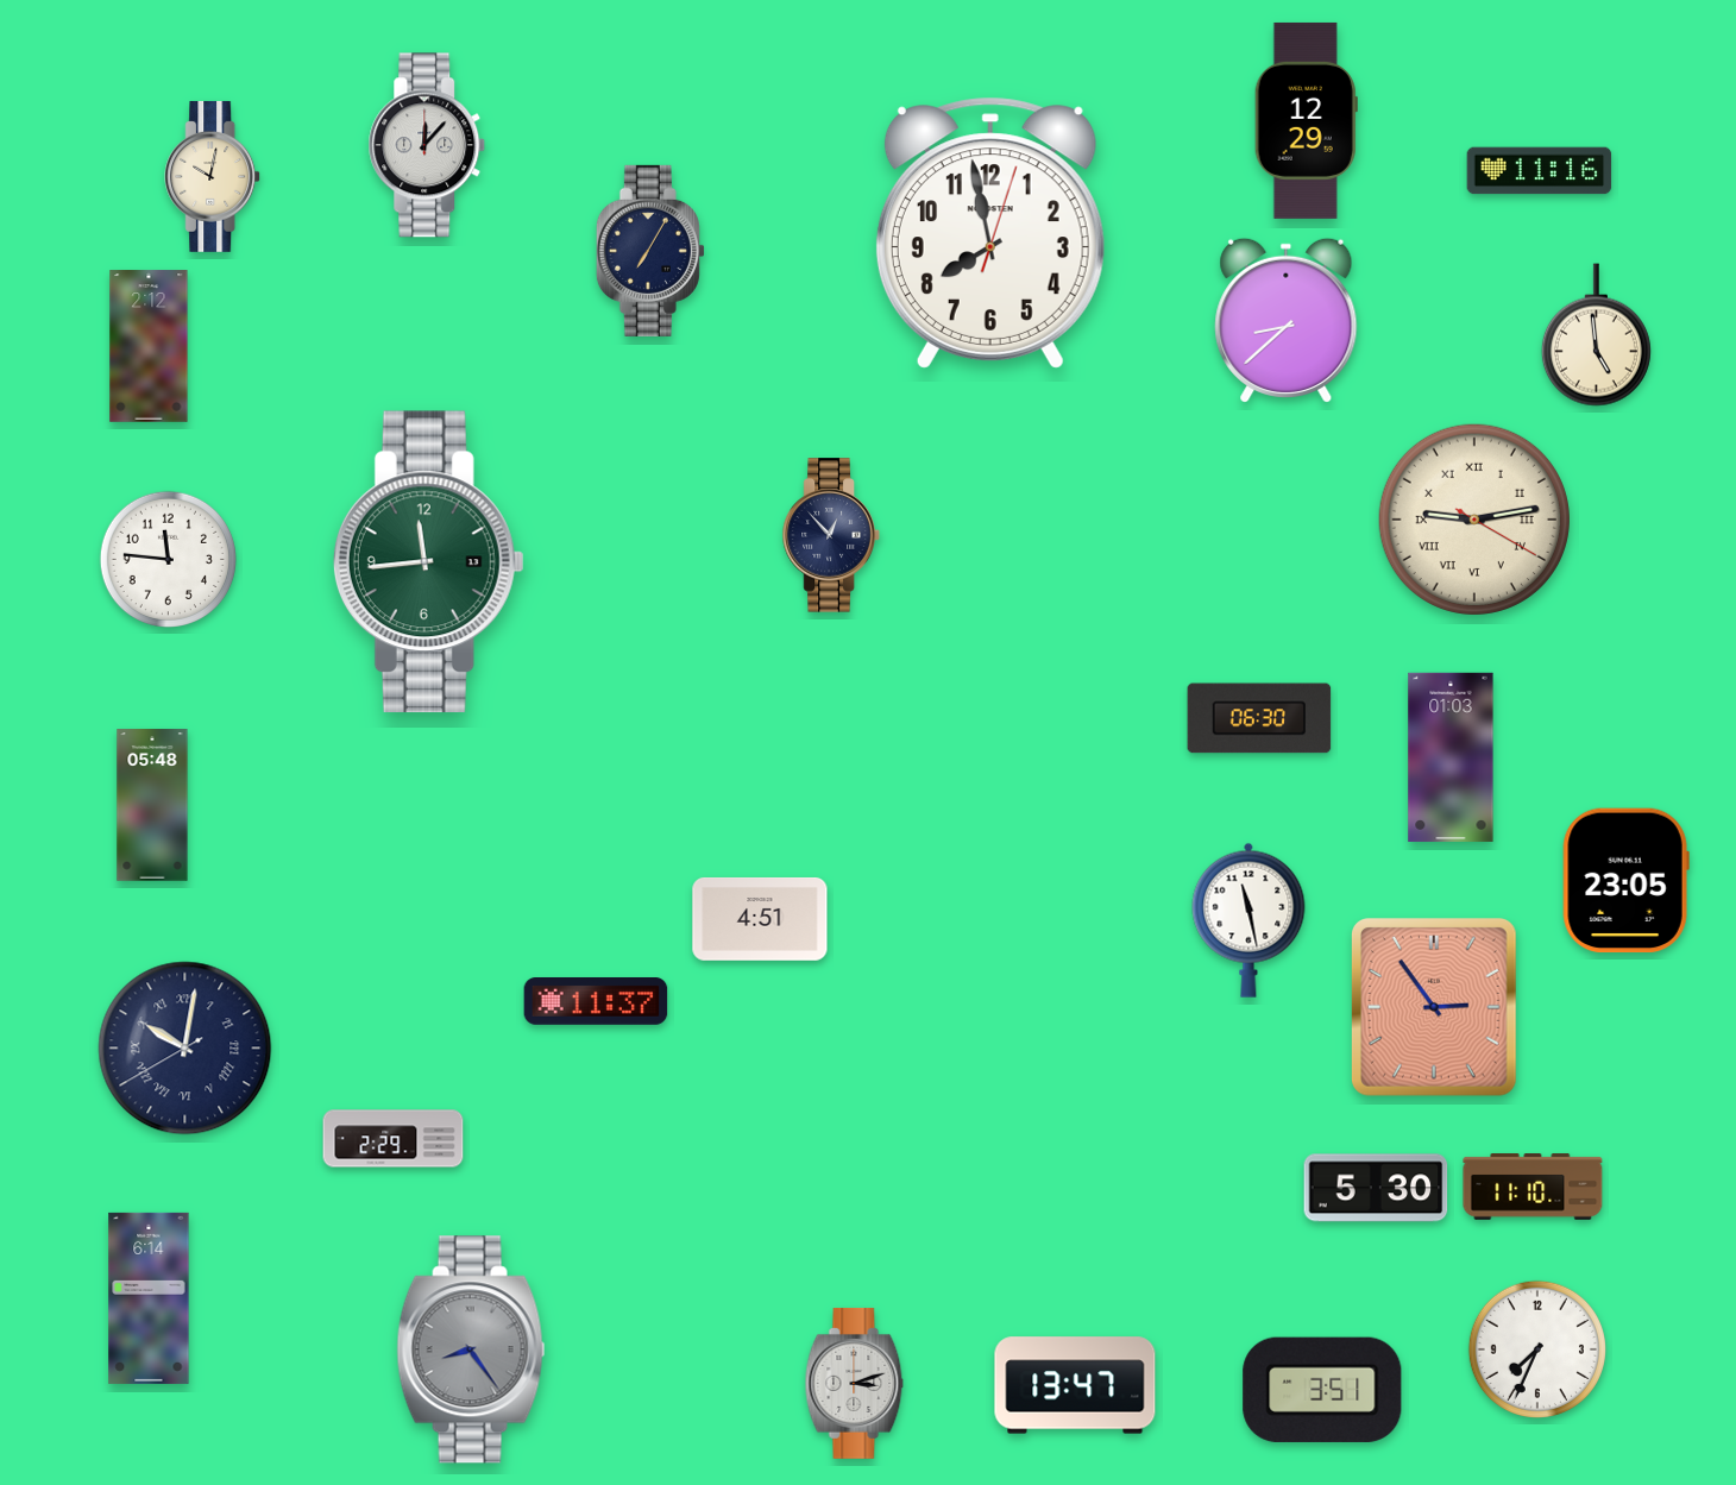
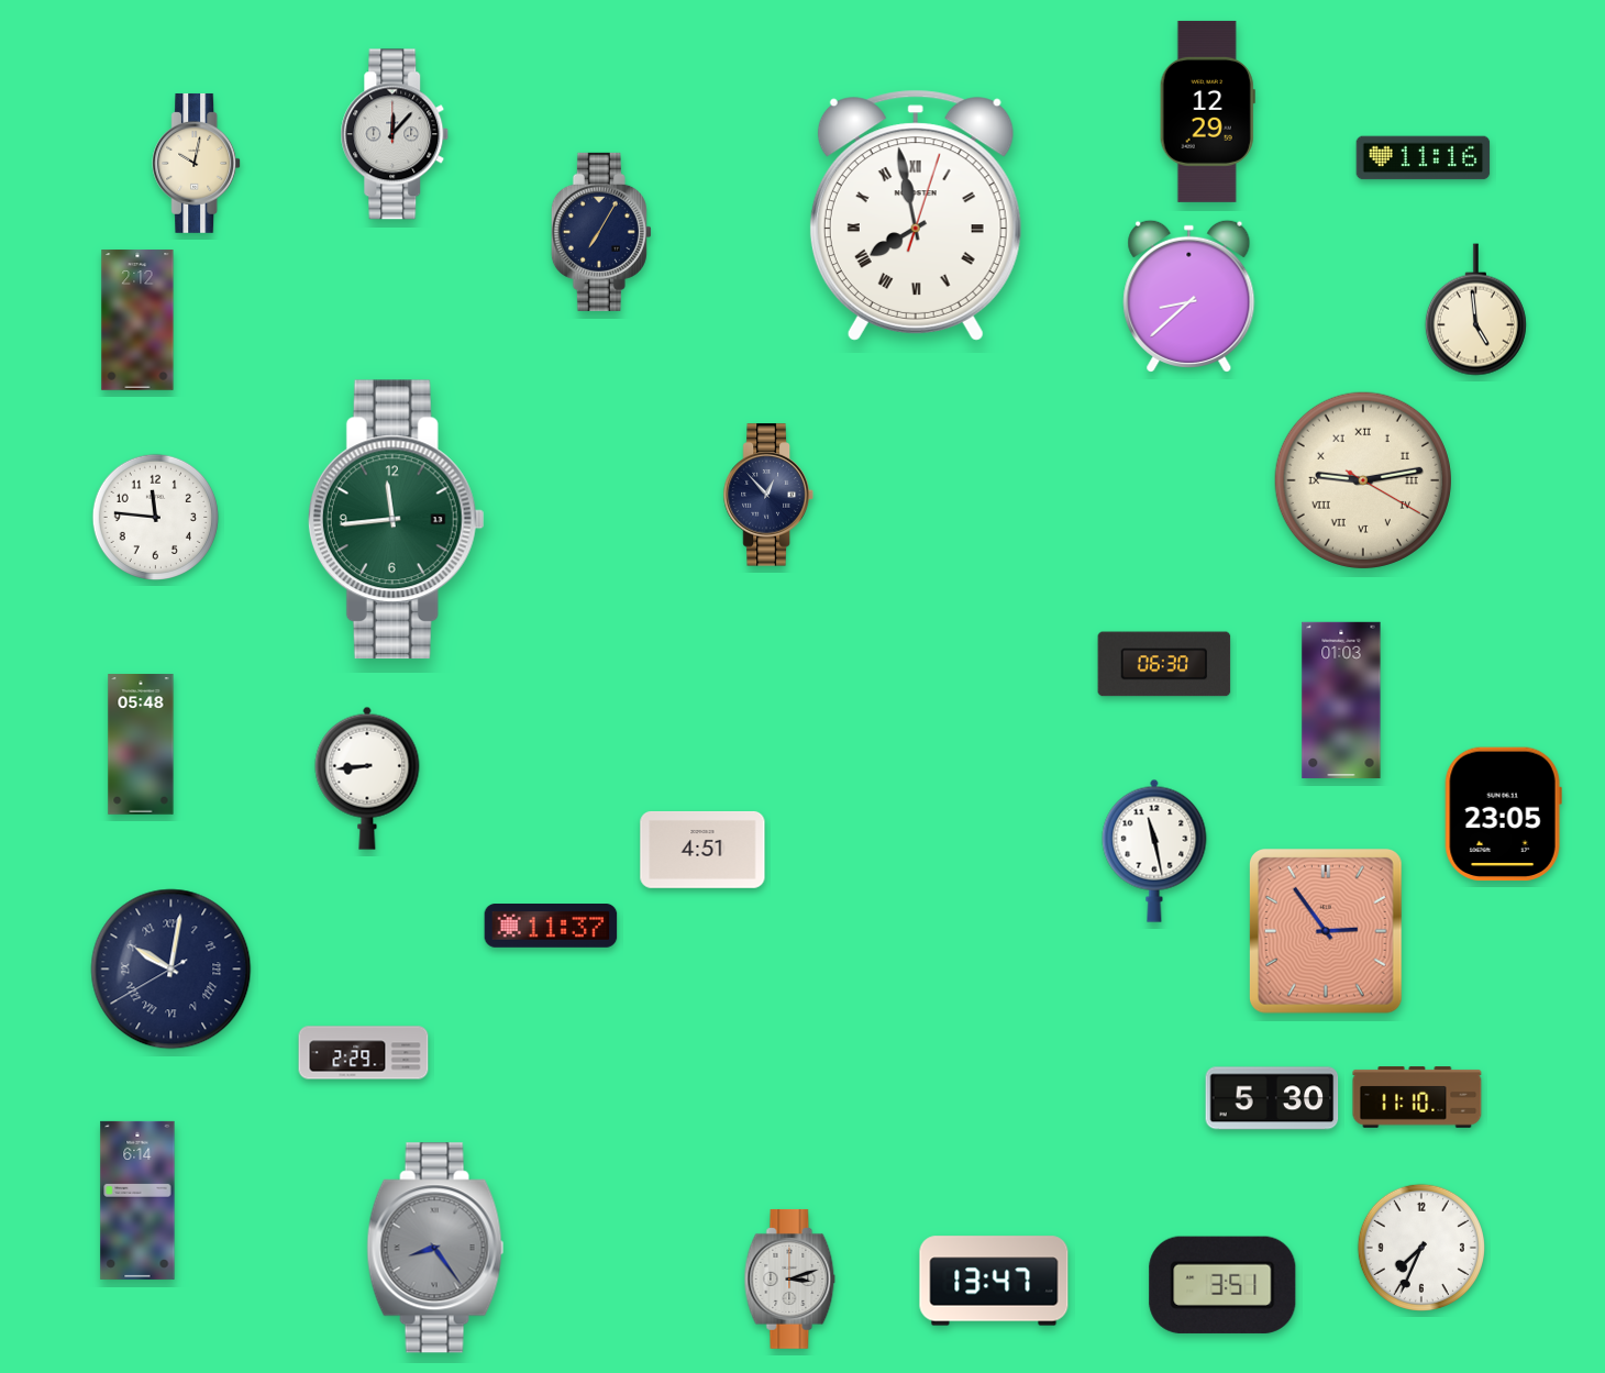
clock at (990, 233) numerals: Arabic -> Roman
clock at (367, 778): none -> 8:44
